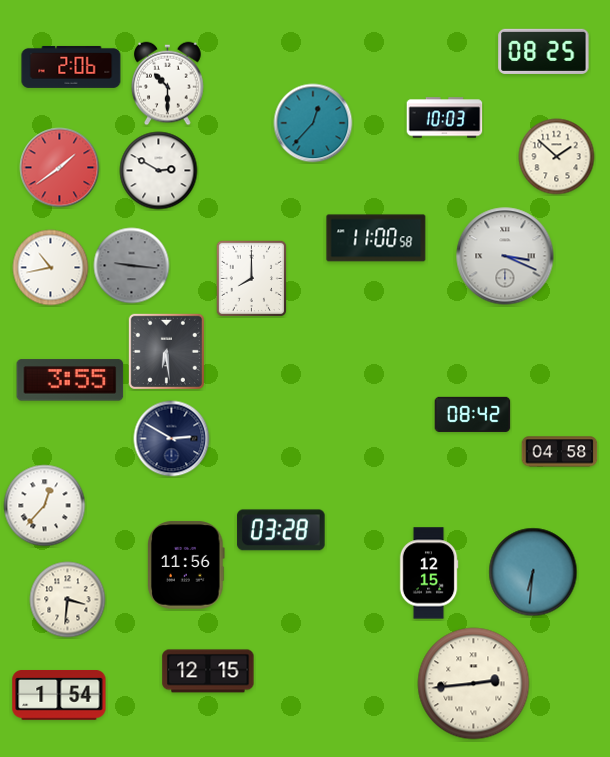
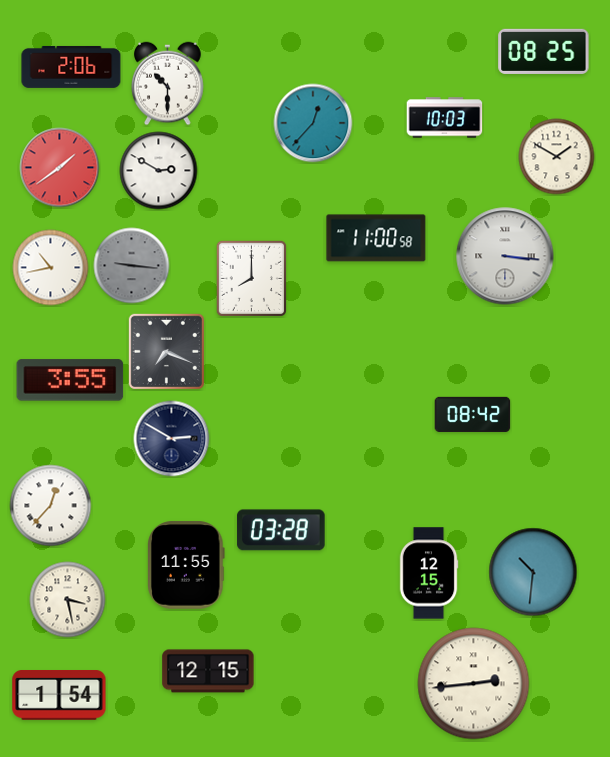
clock at (557, 157): 1:52 -> 1:50
clock at (505, 256): 3:19 -> 3:16
clock at (166, 351): 6:29 -> 7:19
clock at (560, 452): 04:58 -> none
clock at (45, 506) position: (45, 506) -> (51, 506)
clock at (186, 565): 11:56 -> 11:55
clock at (533, 572): 6:31 -> 10:31
clock at (68, 600): 3:31 -> 3:28
